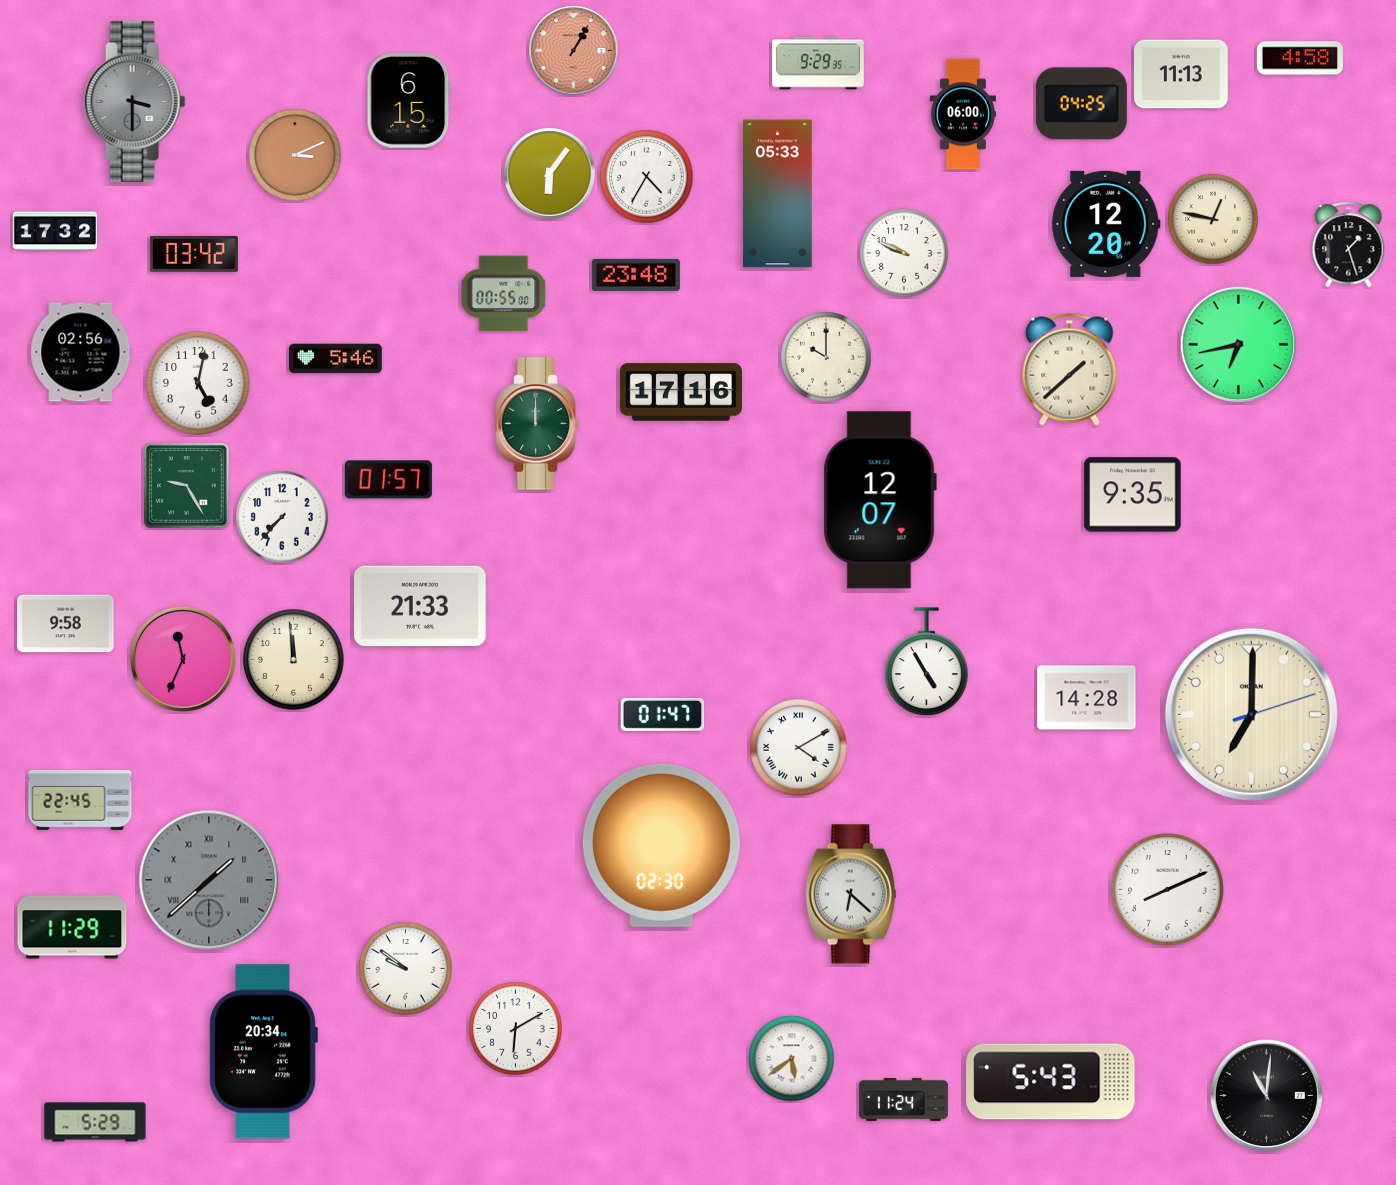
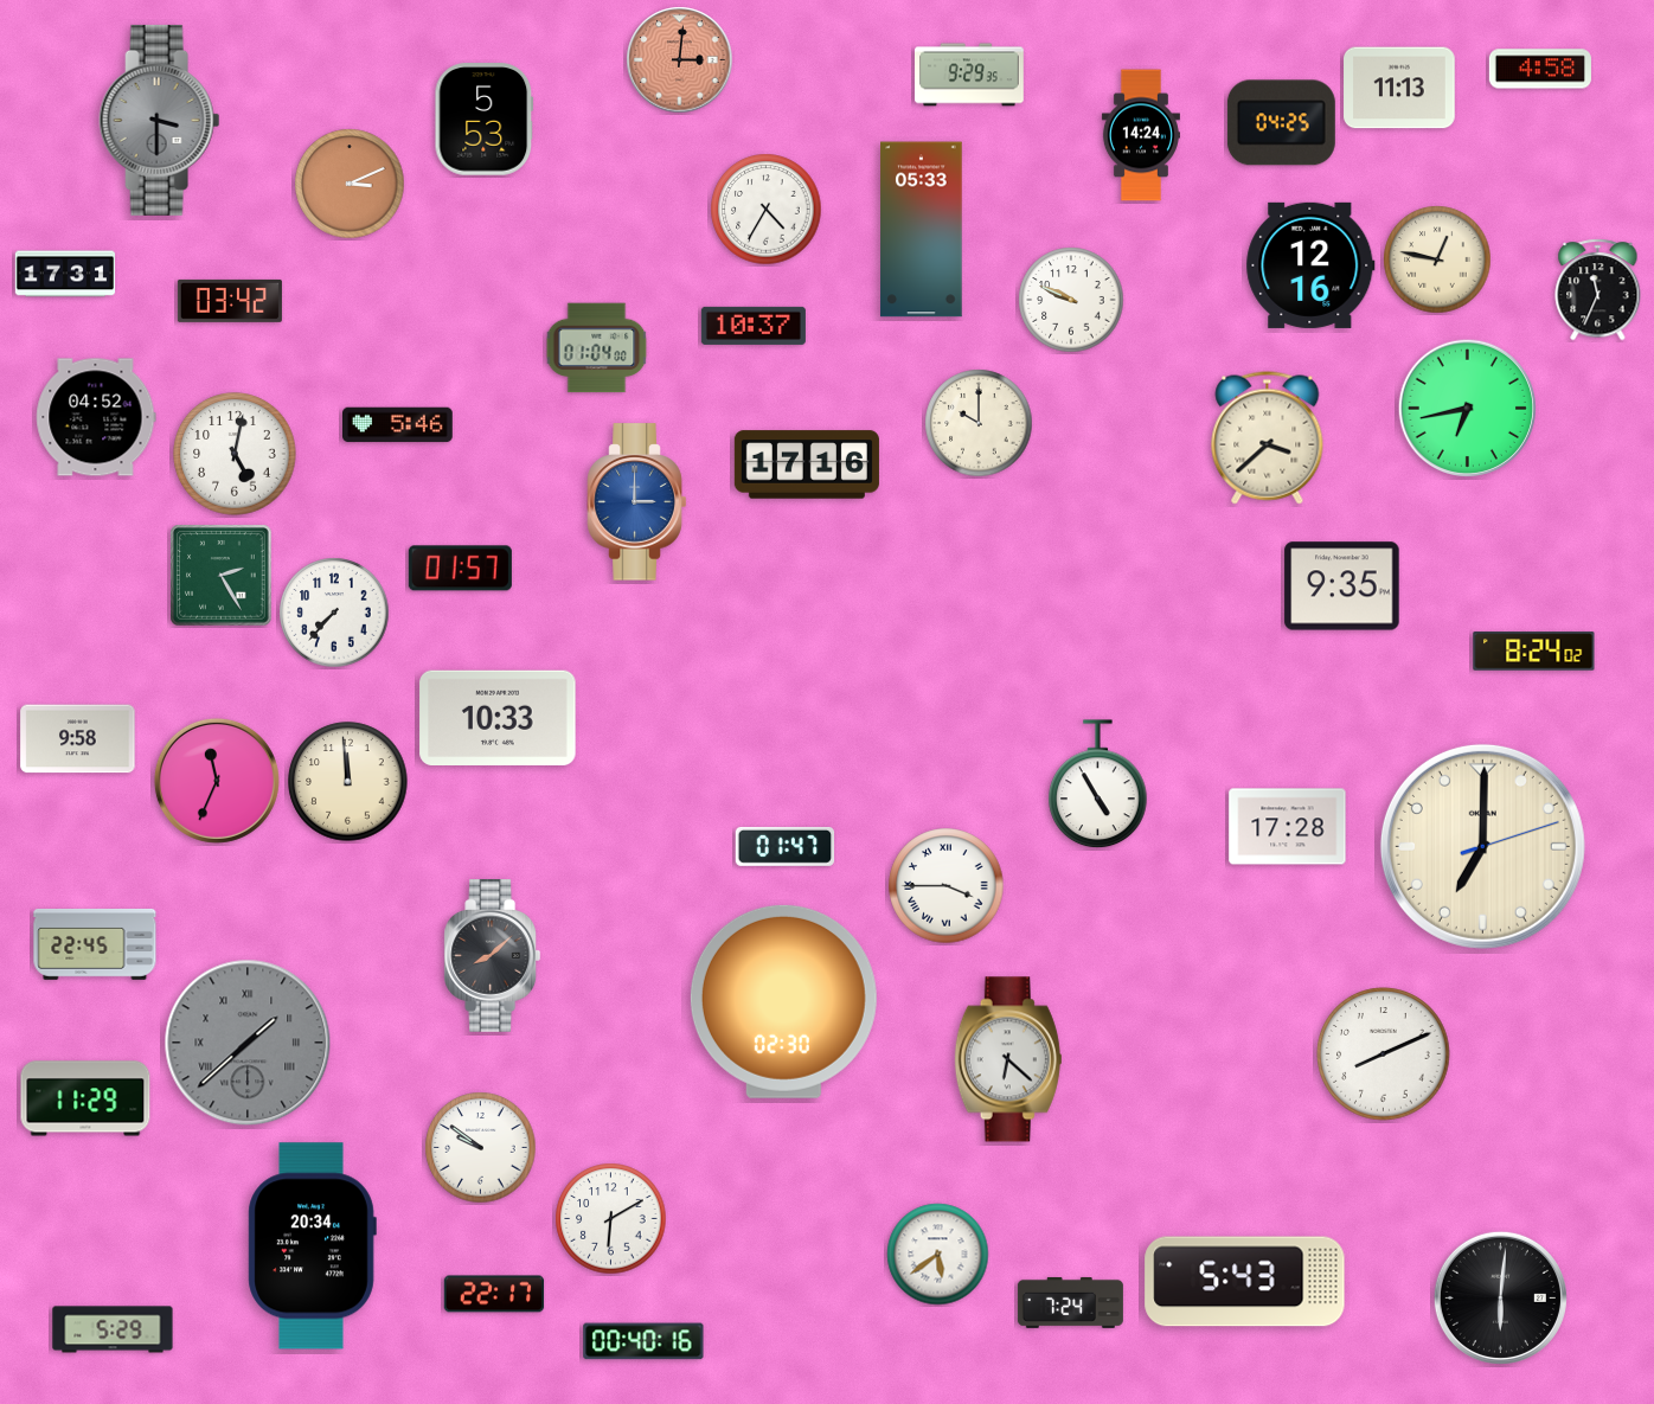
clock at (574, 51): 1:05 -> 3:01
clock at (409, 101): 6:15 -> 5:53
clock at (963, 114): 06:00 -> 14:24
clock at (550, 174): 6:06 -> none
clock at (1106, 224): 12:20 -> 12:16
clock at (55, 231): 17:32 -> 17:31
clock at (1349, 245): 1:27 -> 11:34
clock at (636, 275): 23:48 -> 10:37
clock at (504, 294): 00:55 -> 01:04
clock at (81, 352): 02:56 -> 04:52
clock at (1070, 370): 1:38 -> 3:38
clock at (538, 424): 12:00 -> 3:00
clock at (538, 424) dial: green -> blue
clock at (187, 486): 9:25 -> 2:25
clock at (880, 500): 12:07 -> none
clock at (1534, 652): none -> 8:24
clock at (420, 605): 21:33 -> 10:33
clock at (1087, 698): 14:28 -> 17:28
clock at (799, 748): 4:10 -> 3:45
clock at (80, 800) position: (80, 800) -> (95, 944)
clock at (493, 956): none -> 8:08
clock at (494, 1294): none -> 22:17
clock at (1266, 1095): 11:01 -> 6:01
clock at (903, 1099): 11:24 -> 7:24
clock at (643, 1341): none -> 00:40
